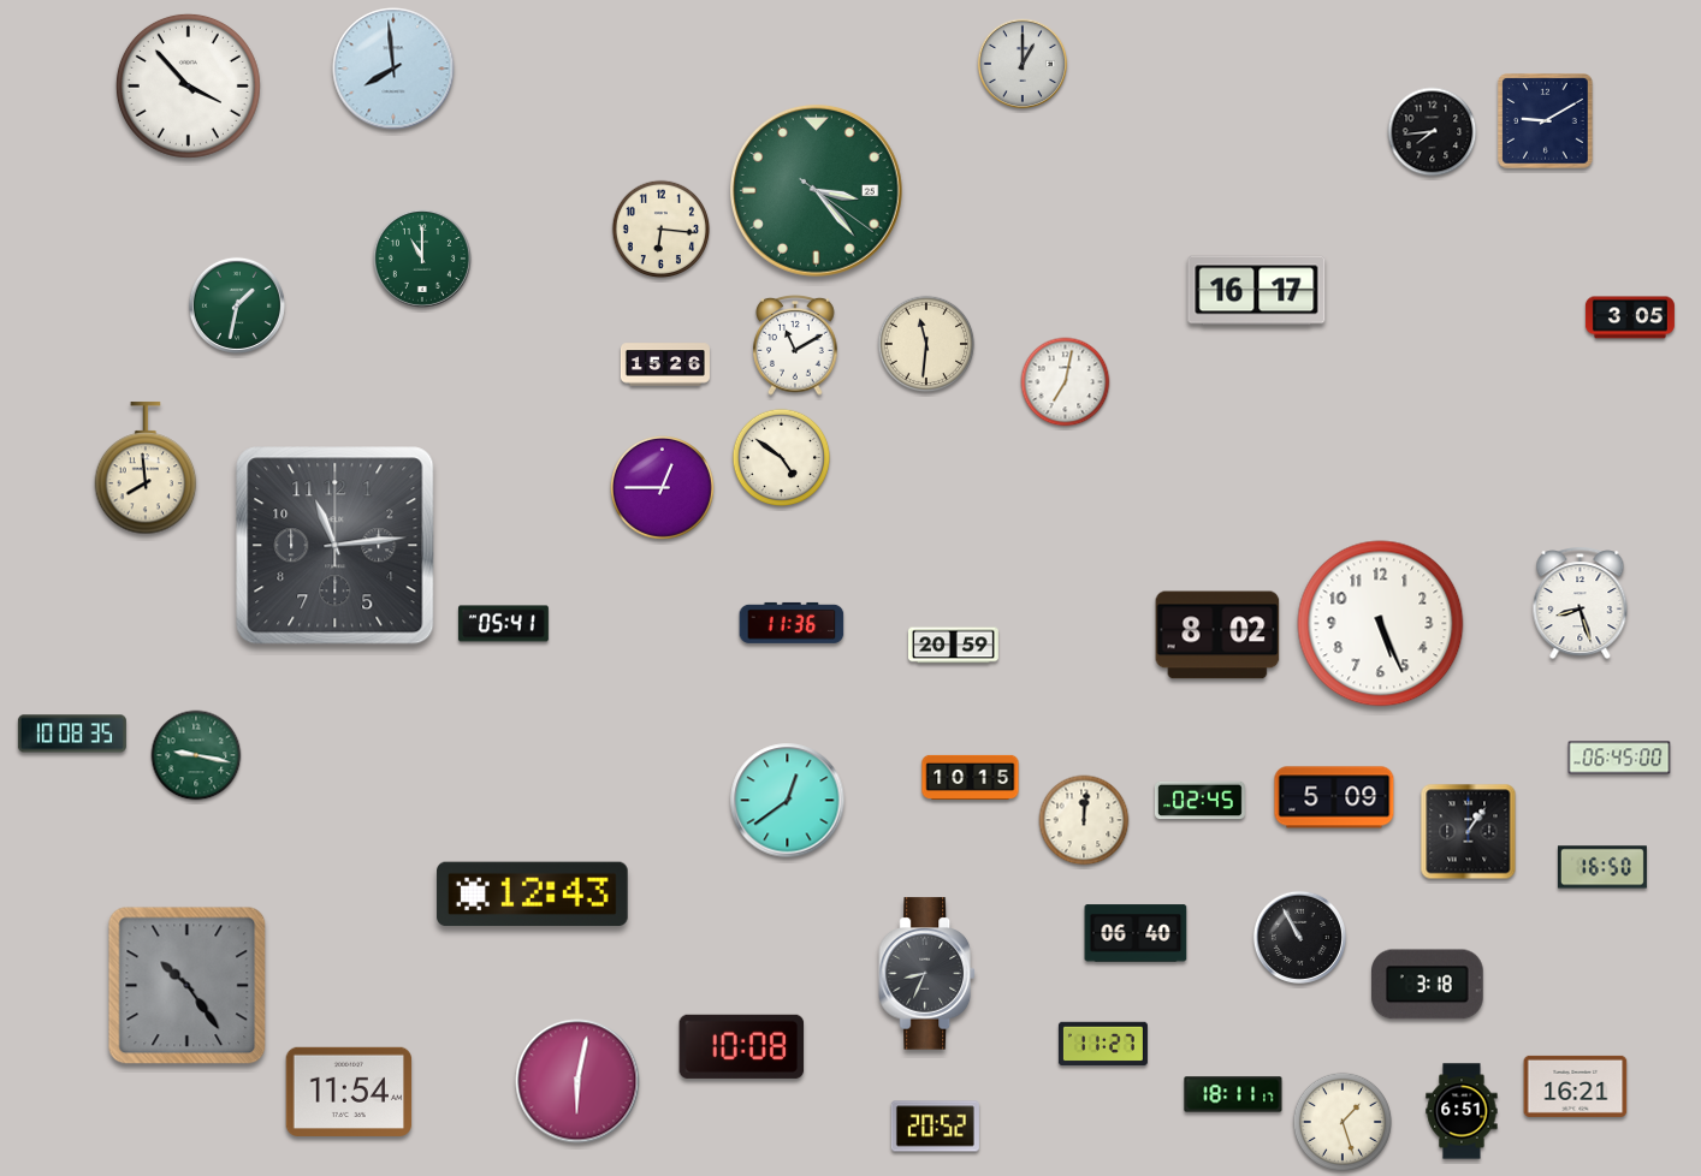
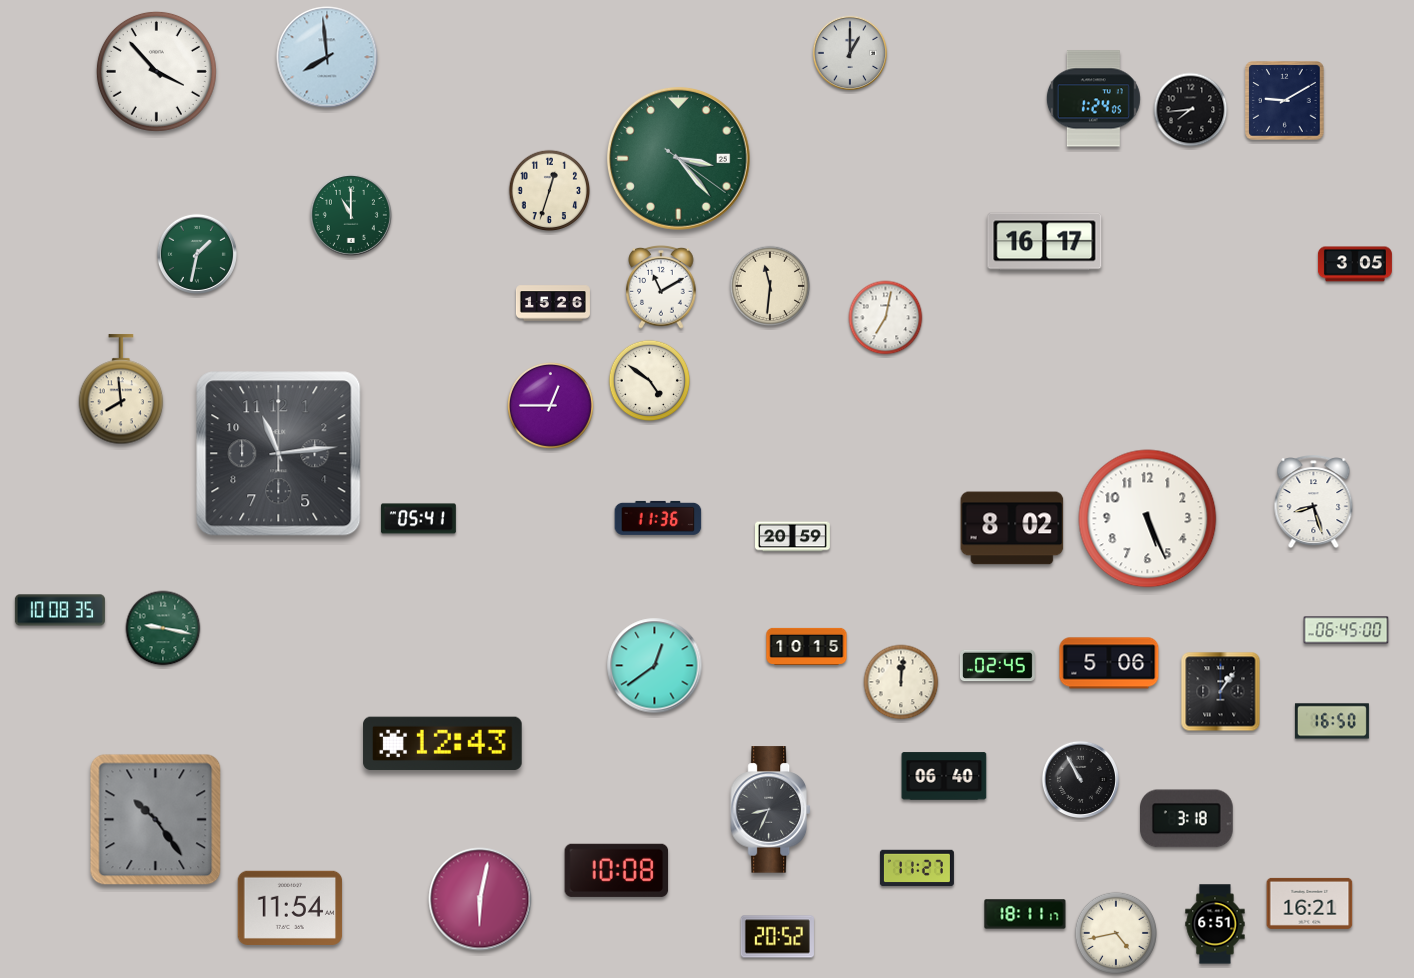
clock at (1093, 99): none -> 1:24
clock at (662, 230): 6:16 -> 12:33
clock at (1334, 797): 5:09 -> 5:06
clock at (1233, 1094) position: (1233, 1094) -> (1025, 914)
clock at (1341, 1121): 1:27 -> 4:43
